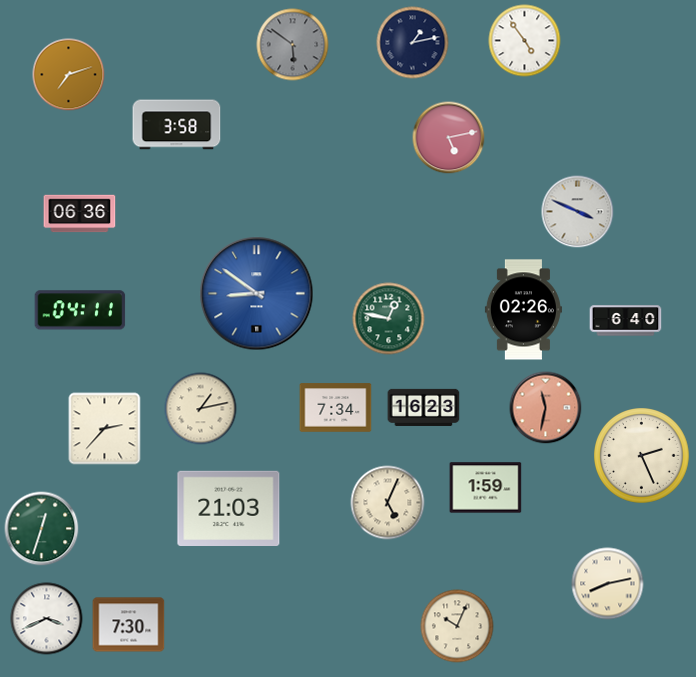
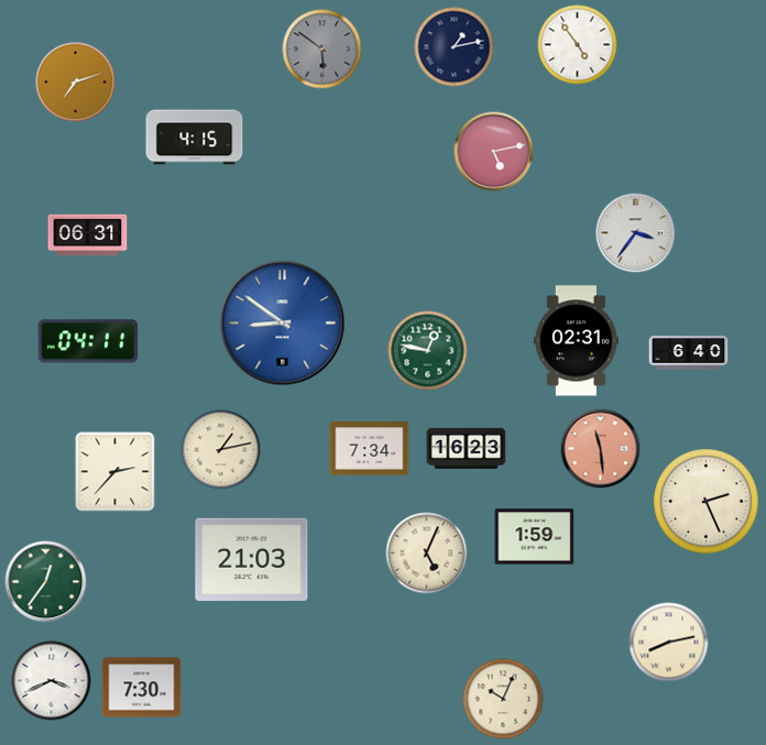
clock at (177, 125): 3:58 -> 4:15
clock at (578, 212): 3:49 -> 3:36
clock at (80, 214): 06:36 -> 06:31
clock at (523, 310): 02:26 -> 02:31
clock at (546, 408): 11:32 -> 11:29
clock at (42, 529): 12:33 -> 12:36
clock at (457, 626) position: (457, 626) -> (503, 699)
